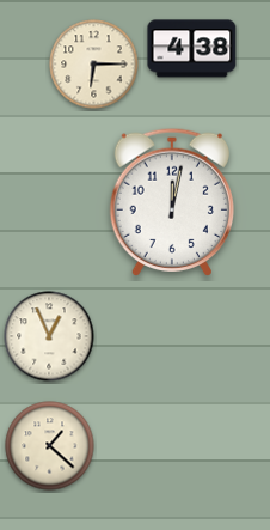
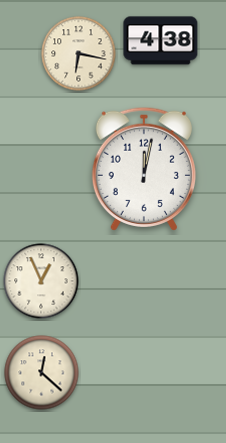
clock at (94, 65): 6:15 -> 6:17
clock at (50, 446): 1:22 -> 12:22
